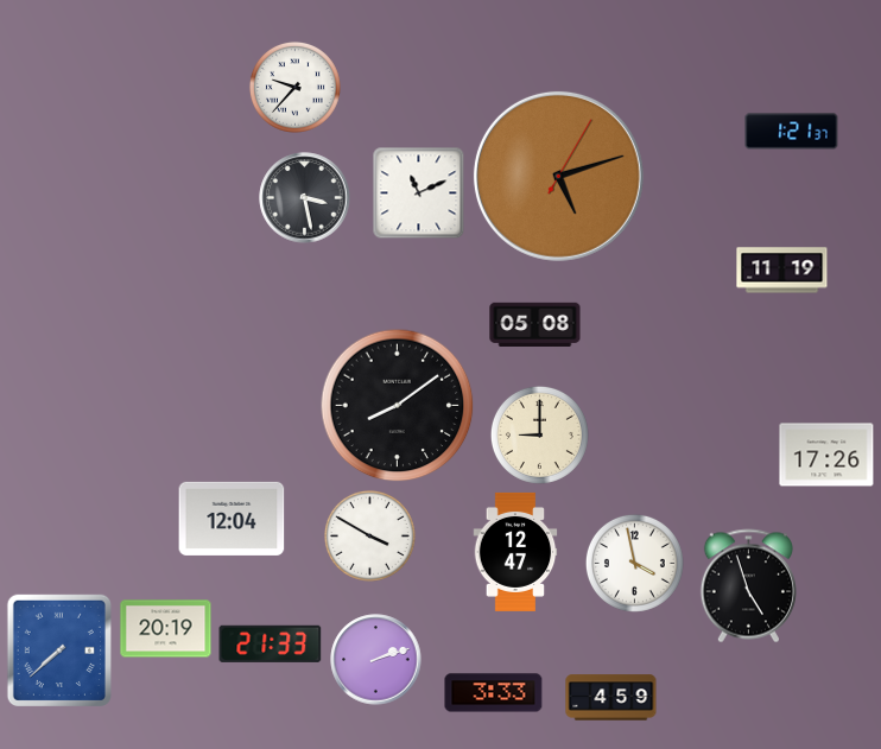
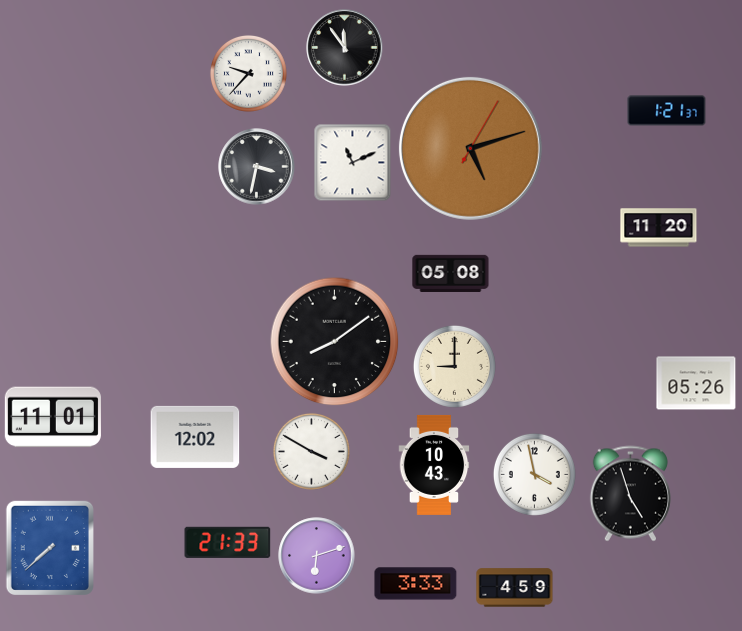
clock at (345, 48): none -> 11:54
clock at (305, 198): 3:28 -> 3:32
clock at (782, 271): 11:19 -> 11:20
clock at (826, 455): 17:26 -> 05:26
clock at (53, 417): none -> 11:01
clock at (232, 519): 12:04 -> 12:02
clock at (515, 552): 12:47 -> 10:43
clock at (166, 629): 20:19 -> none
clock at (376, 660): 2:12 -> 6:12
